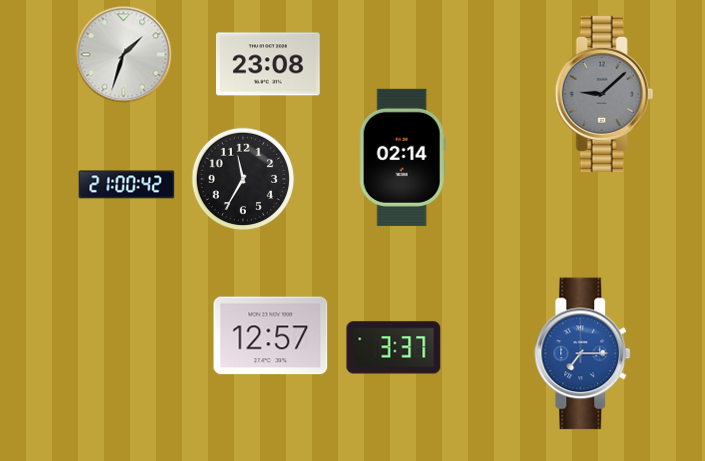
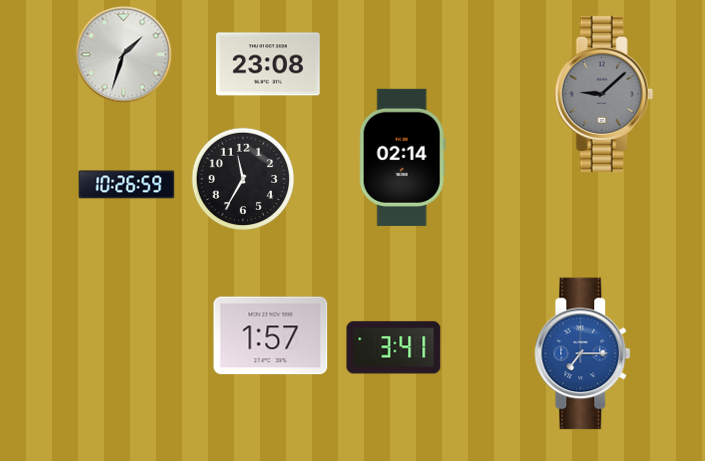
clock at (127, 185): 21:00 -> 10:26
clock at (271, 336): 12:57 -> 1:57
clock at (394, 348): 3:37 -> 3:41
